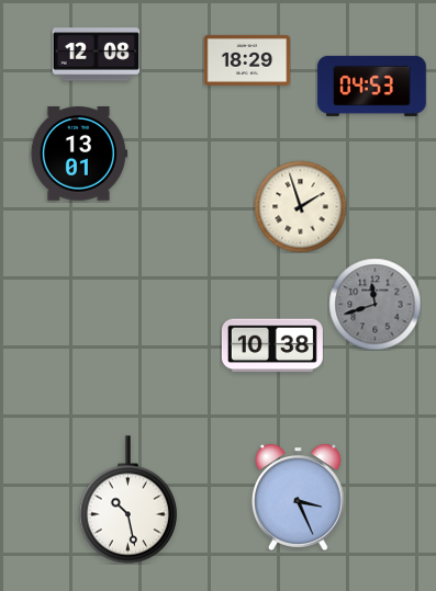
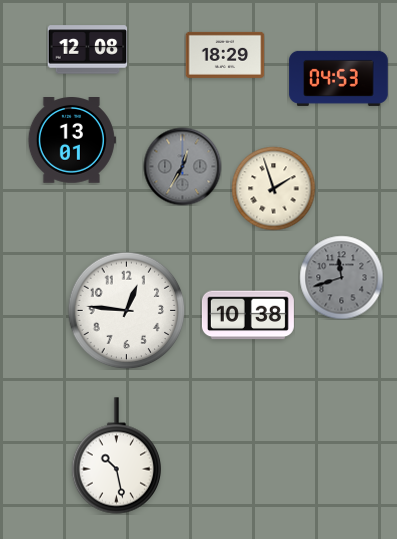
clock at (182, 166): none -> 12:35
clock at (126, 310): none -> 12:46
clock at (298, 497): 3:26 -> none
